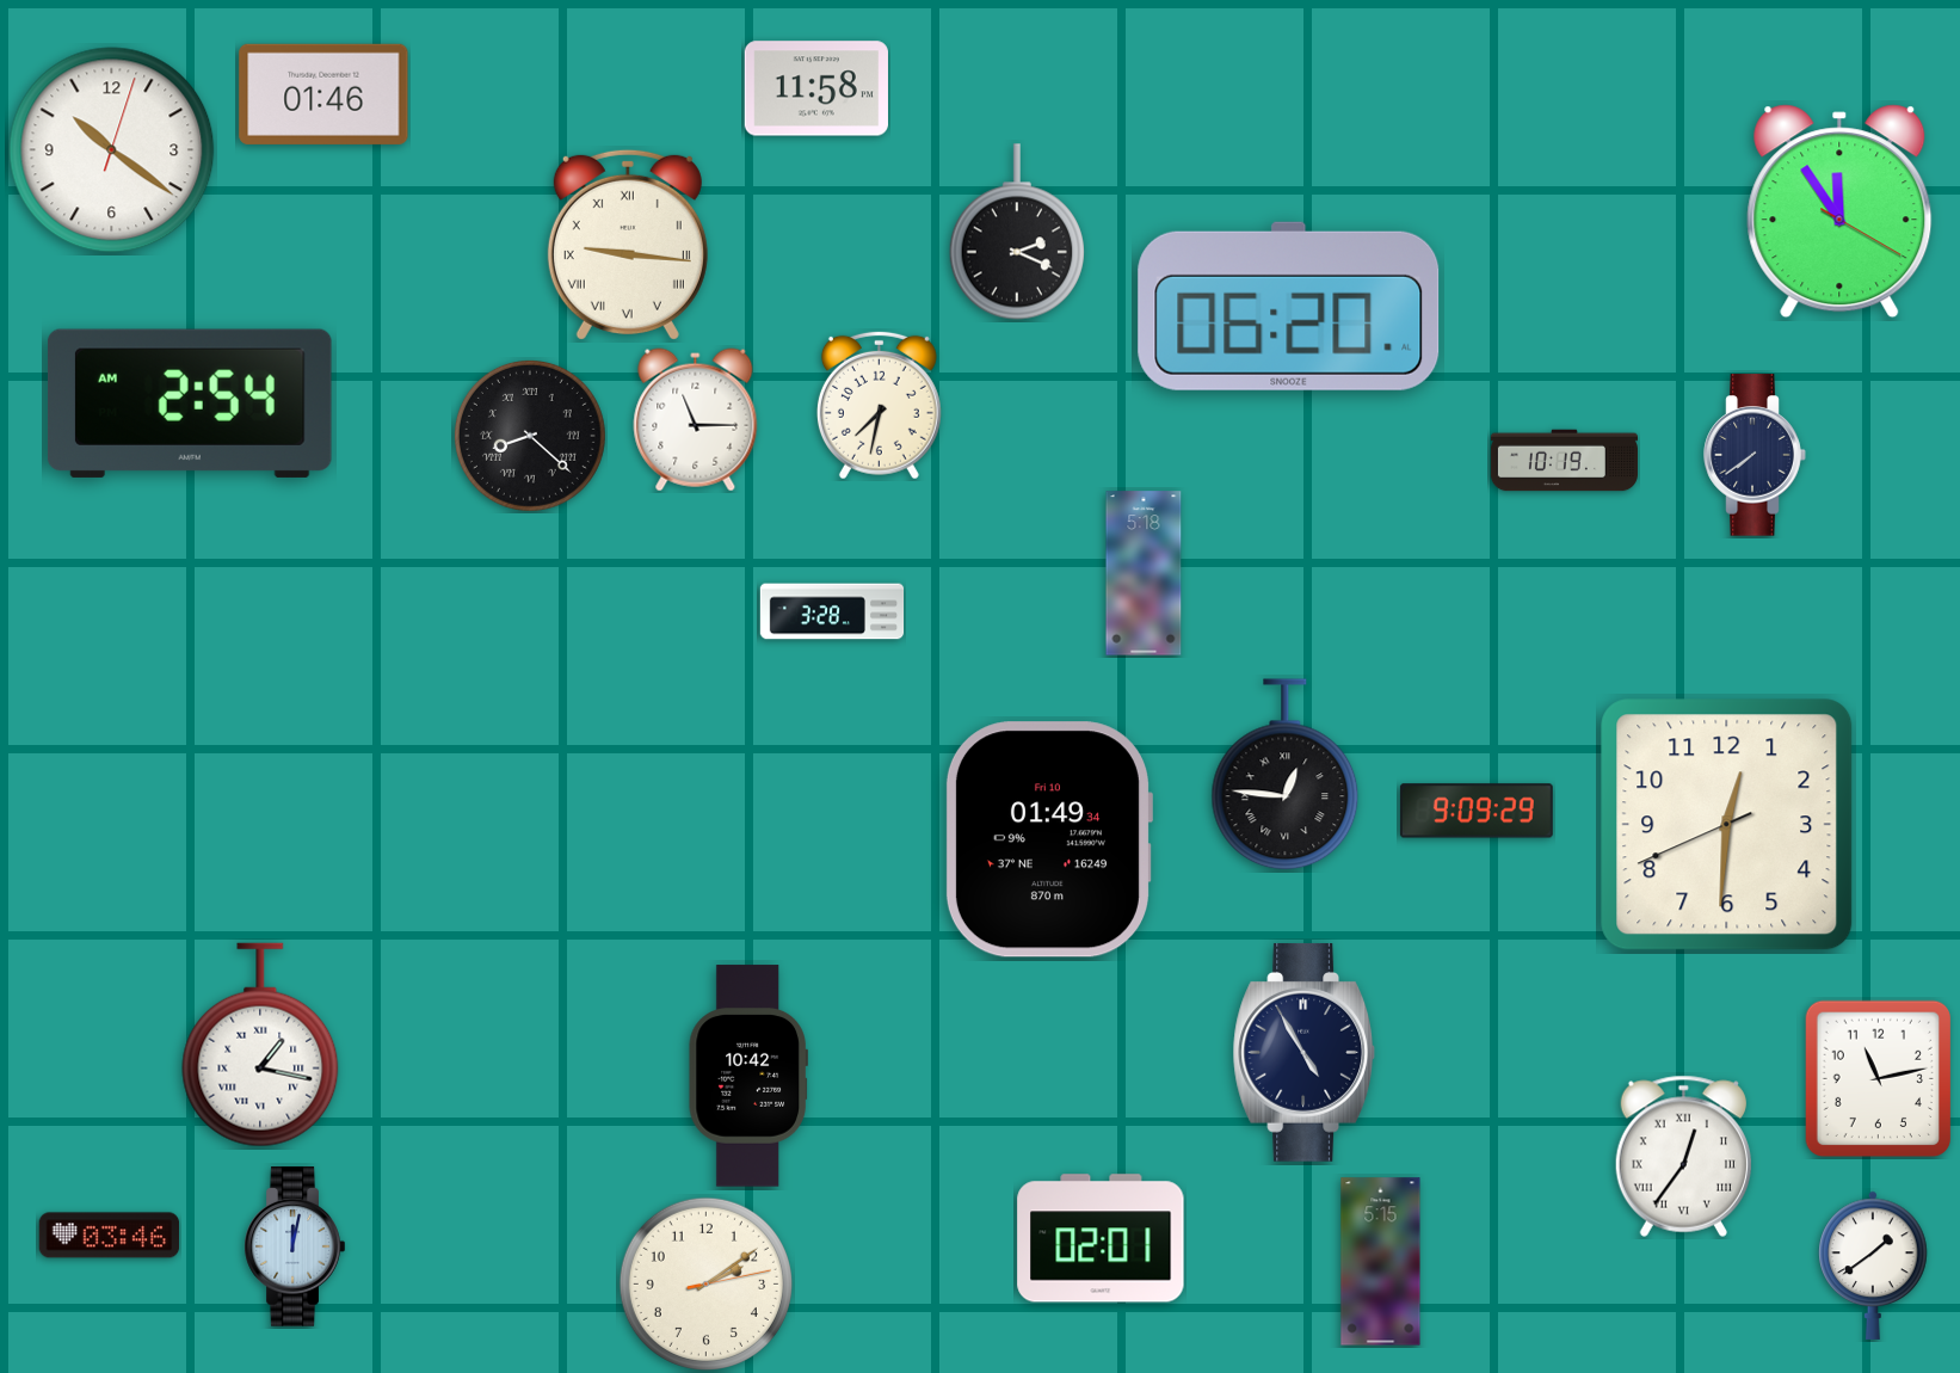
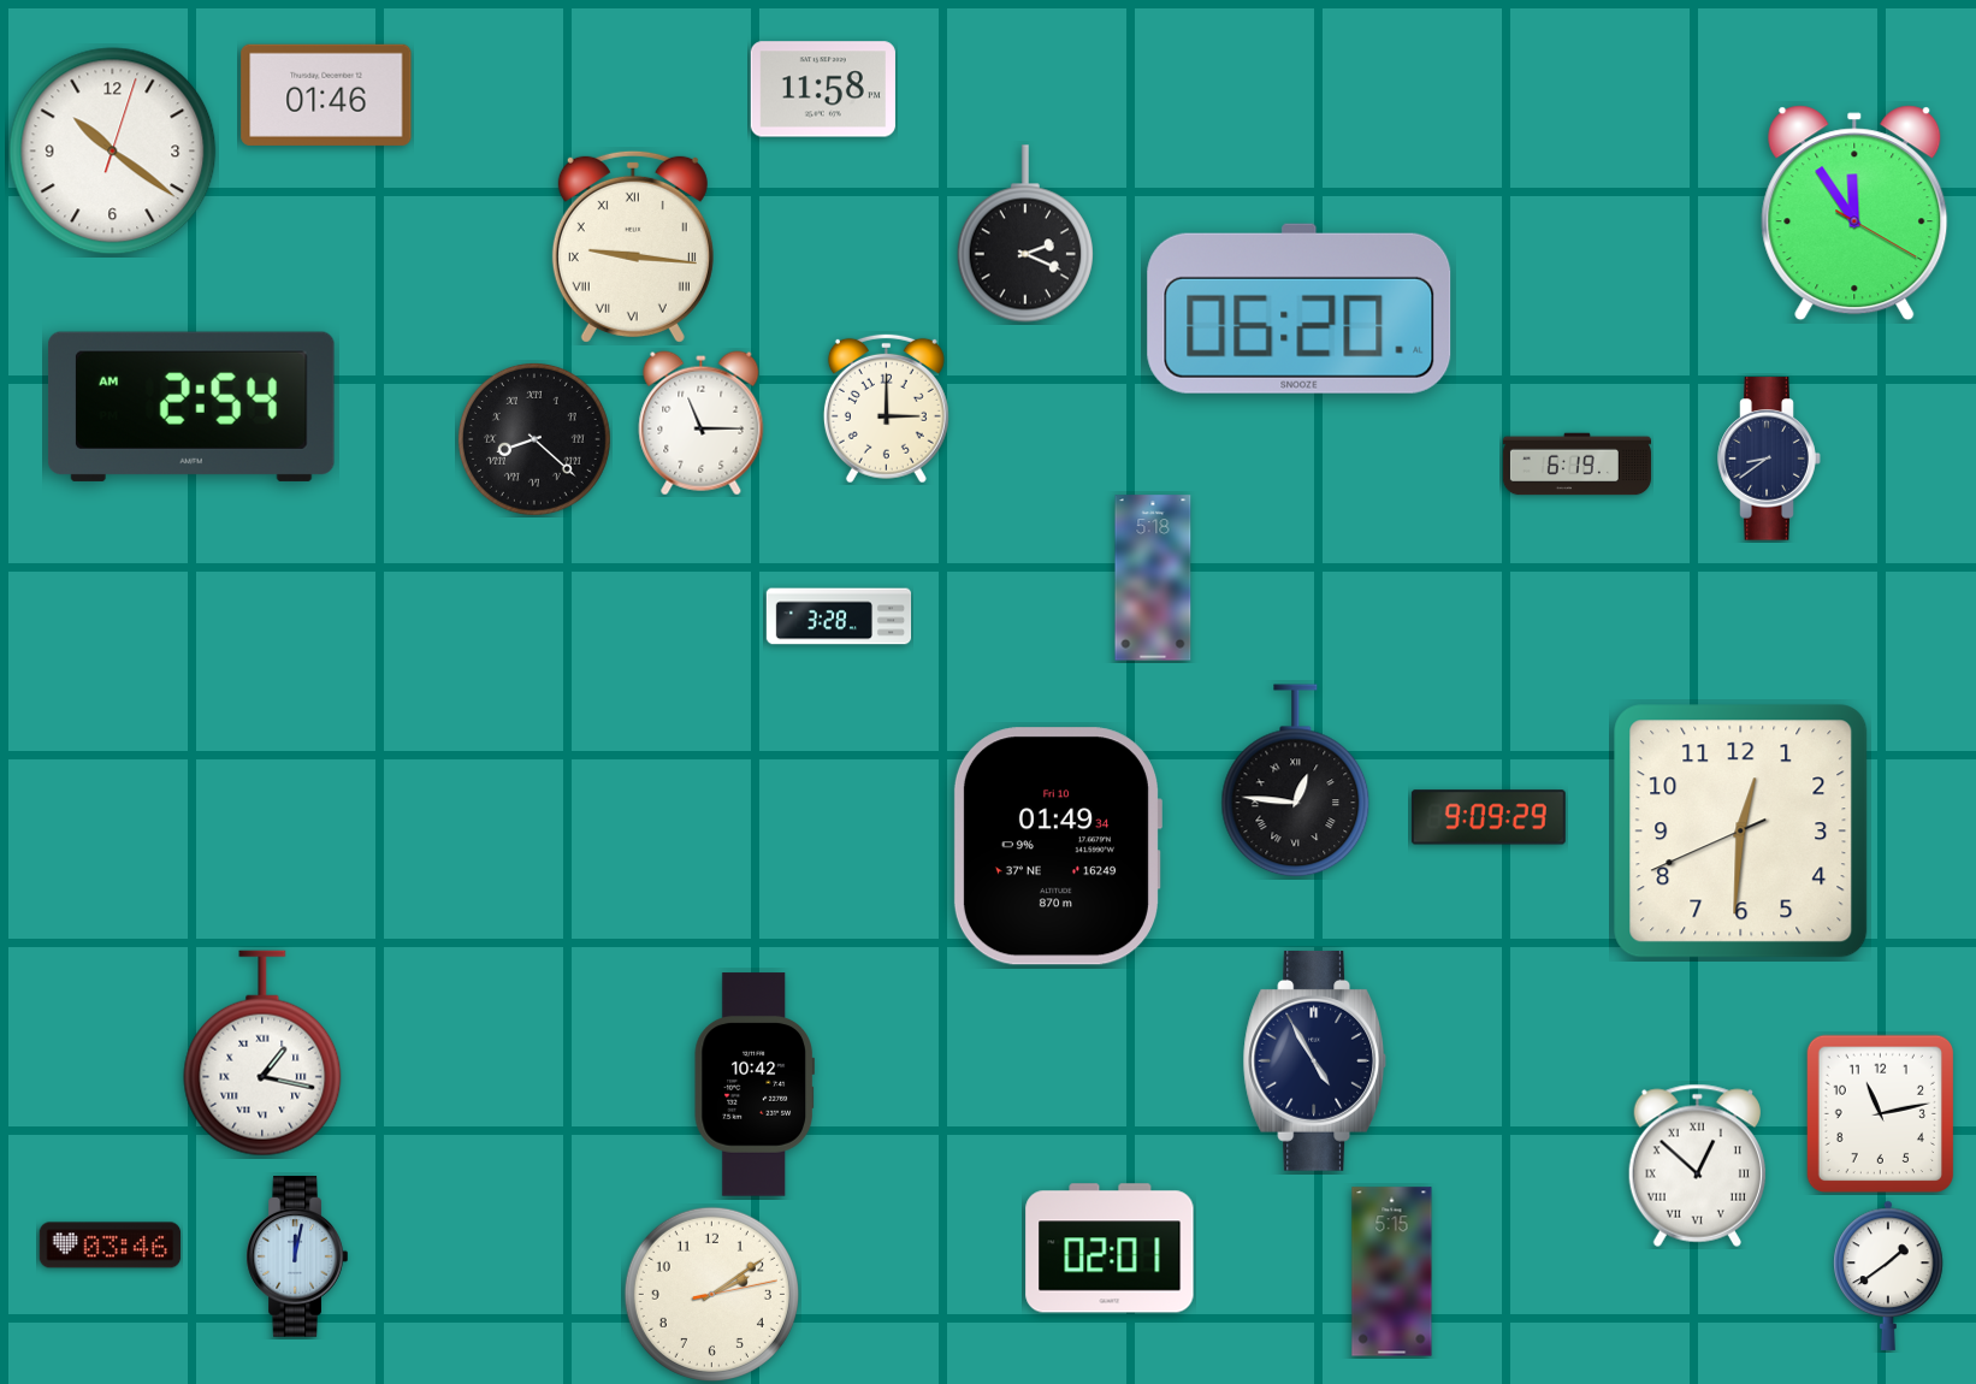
clock at (879, 405): 7:32 -> 3:00
clock at (1755, 455): 7:39 -> 8:39
clock at (1564, 461): 10:19 -> 6:19
clock at (1878, 1079) position: (1878, 1079) -> (1880, 1114)
clock at (1683, 1156): 12:36 -> 12:52
